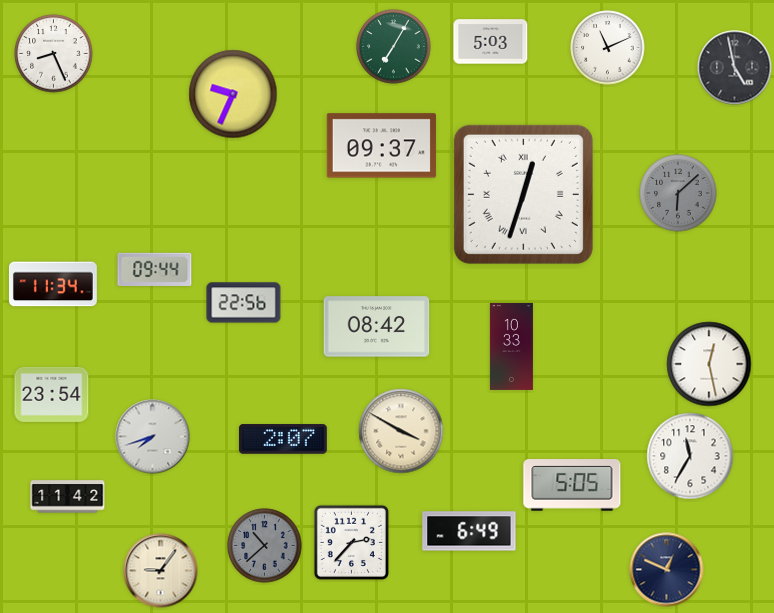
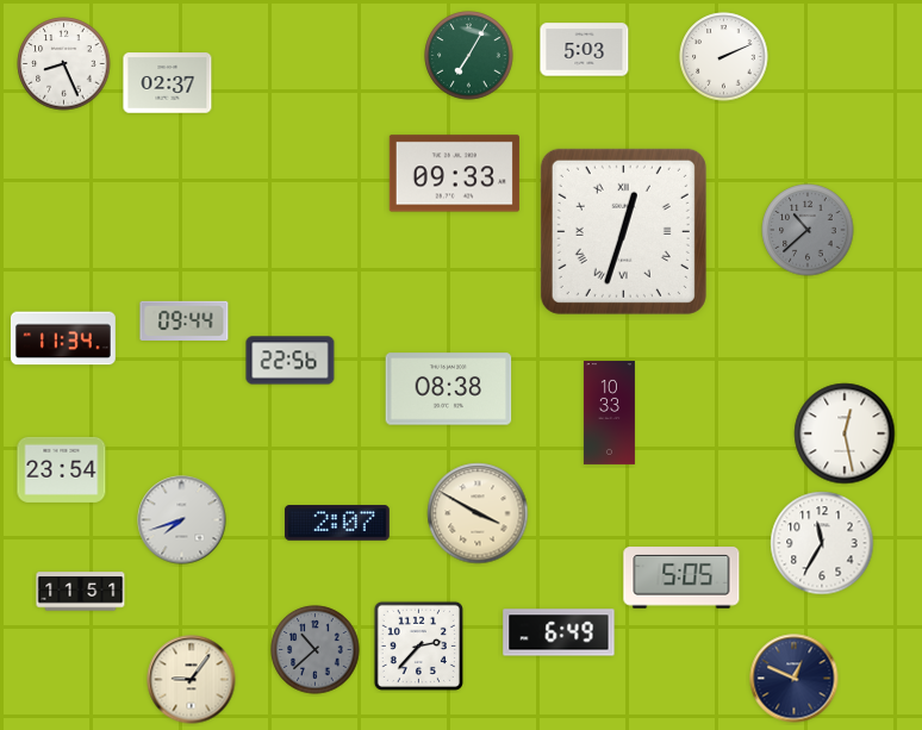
clock at (608, 48): 11:11 -> 2:11
clock at (735, 68): 4:58 -> none
clock at (168, 83): none -> 02:37
clock at (233, 94): 9:34 -> none
clock at (381, 146): 09:37 -> 09:33
clock at (678, 193): 6:08 -> 10:38
clock at (377, 327): 08:42 -> 08:38
clock at (68, 497): 11:42 -> 11:51
